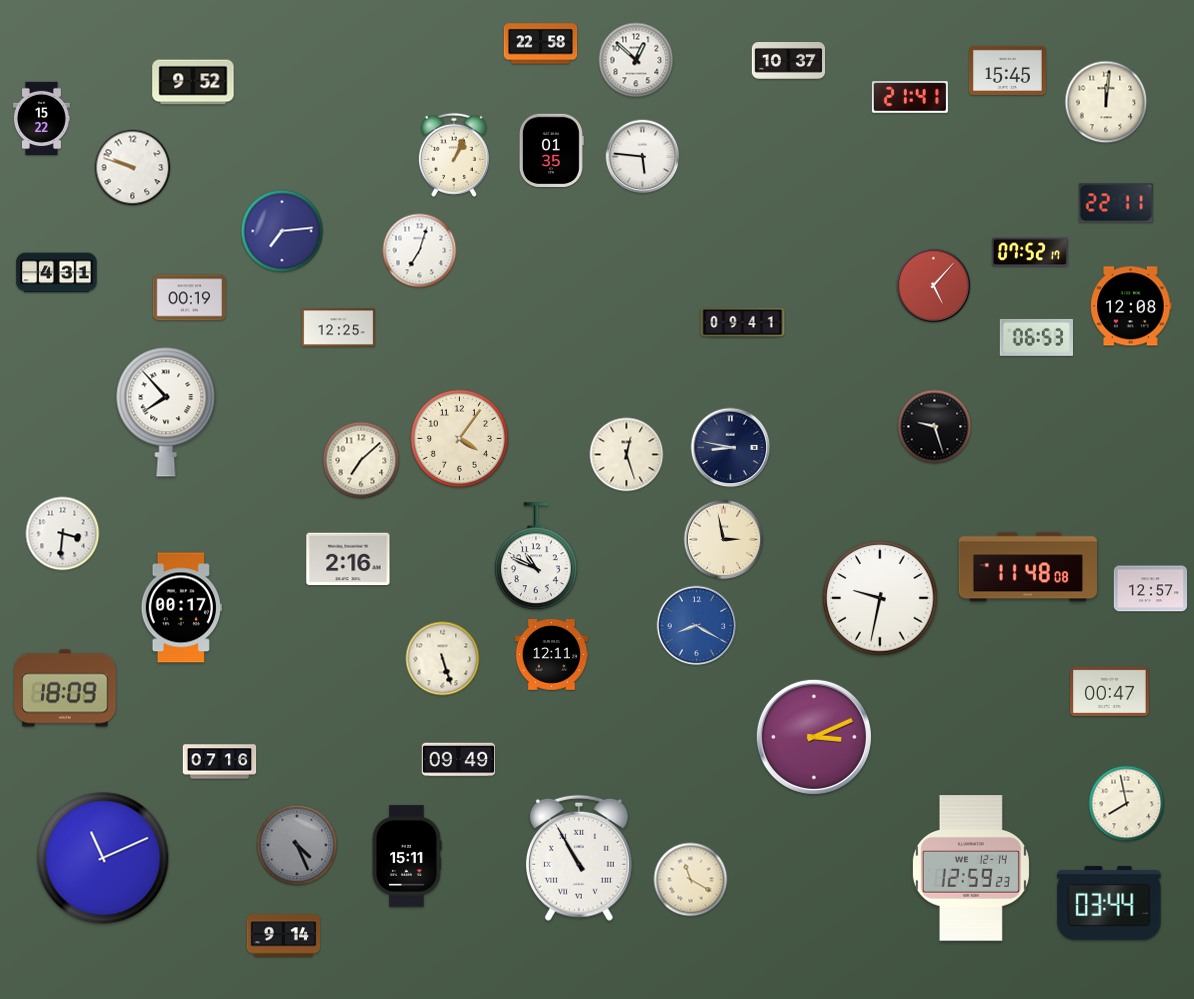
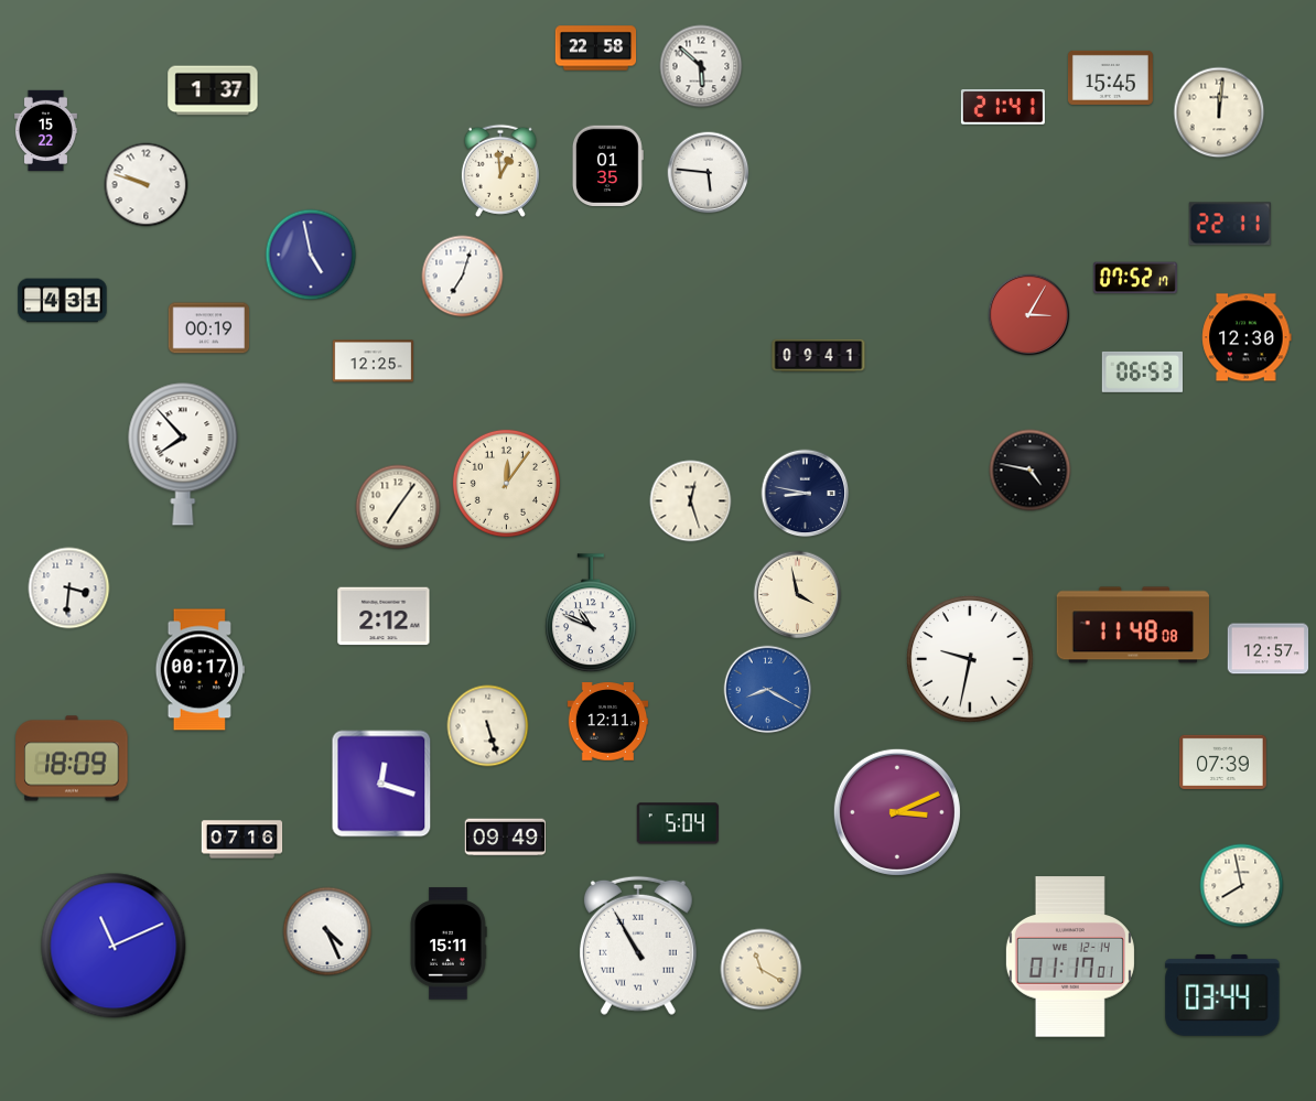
clock at (636, 60): 12:52 -> 5:52
clock at (789, 61): 10:37 -> none
clock at (193, 82): 9:52 -> 1:37
clock at (454, 155): 1:04 -> 12:59
clock at (282, 231): 7:14 -> 4:58
clock at (934, 286): 5:07 -> 3:05
clock at (1131, 306): 12:08 -> 12:30
clock at (935, 427): 9:27 -> 4:47
clock at (459, 438): 4:06 -> 12:06
clock at (361, 460): 7:08 -> 7:06
clock at (724, 540): 2:58 -> 3:58
clock at (348, 559): 2:16 -> 2:12
clock at (1110, 691): 00:47 -> 07:39
clock at (381, 784): none -> 12:18
clock at (678, 823): none -> 5:04
clock at (297, 845) dial: grey -> white
clock at (971, 868): 12:59 -> 01:17
clock at (284, 936): 9:14 -> none
